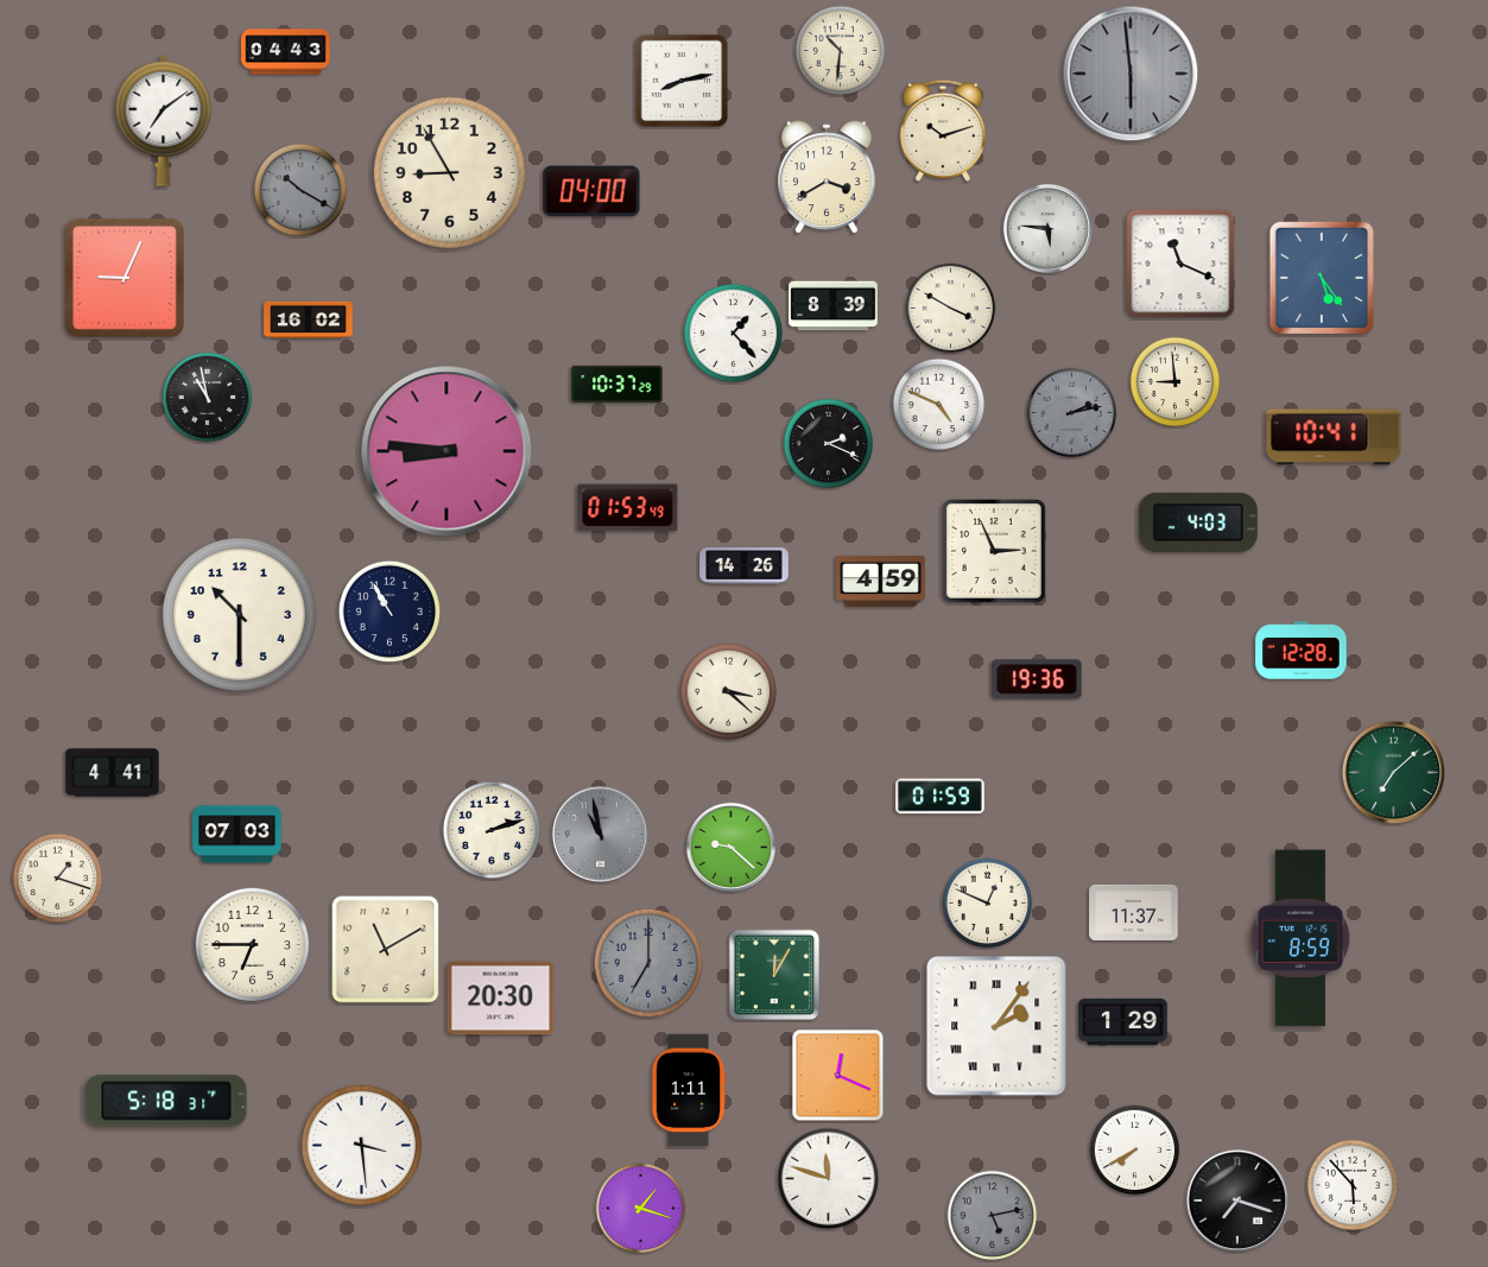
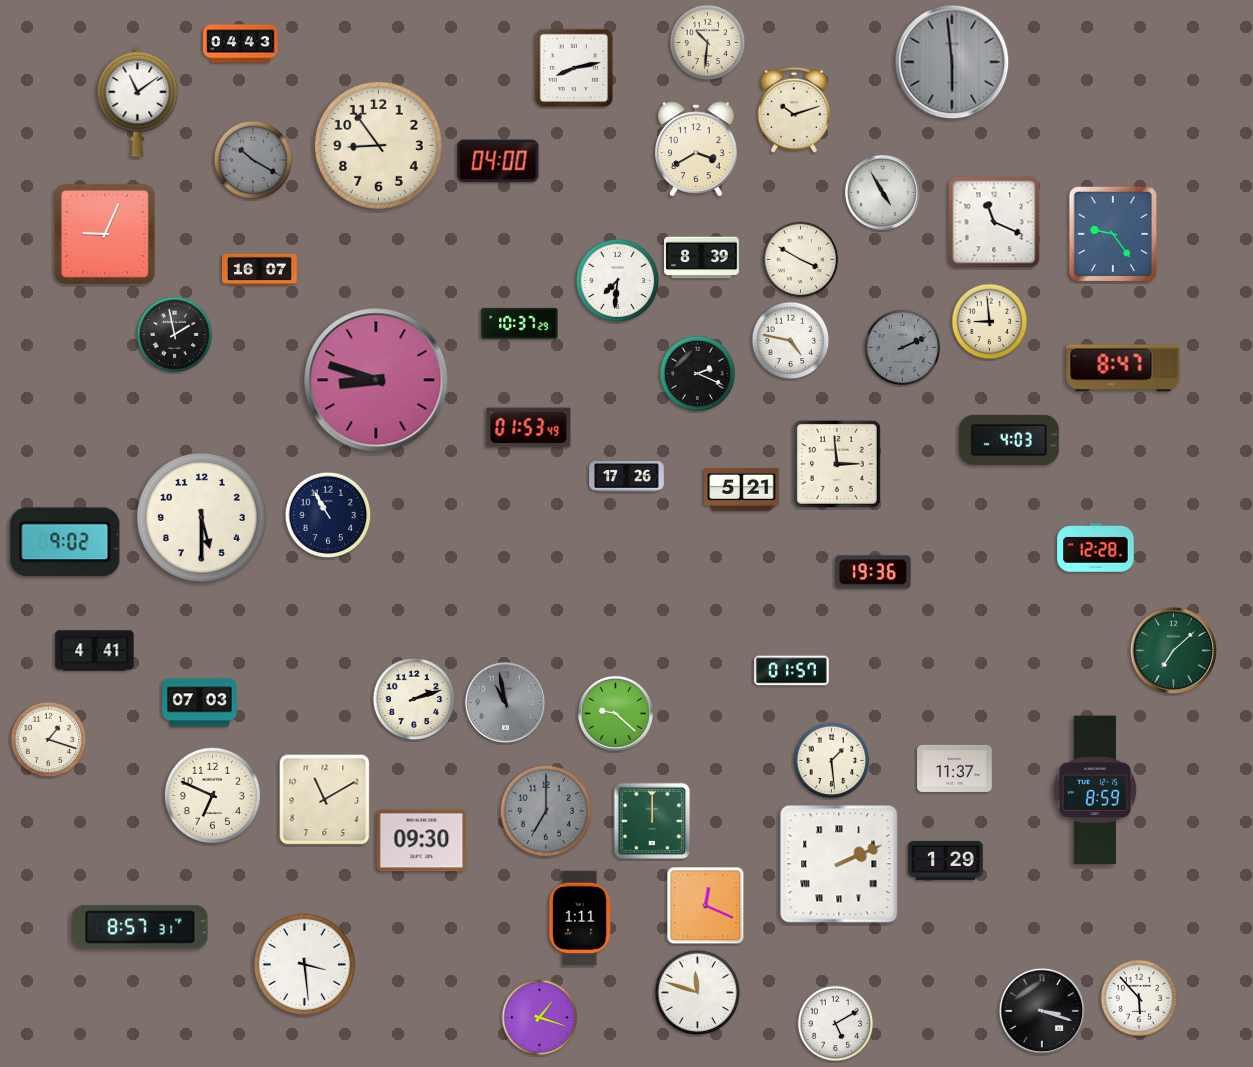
clock at (164, 121): 7:09 -> 11:09
clock at (449, 172): 8:55 -> 8:54
clock at (1047, 228): 5:46 -> 4:55
clock at (1322, 278): 5:24 -> 9:24
clock at (309, 319): 16:02 -> 16:07
clock at (734, 334): 1:23 -> 7:31
clock at (208, 398): 10:58 -> 1:58
clock at (939, 405): 4:49 -> 4:47
clock at (1072, 413): 2:13 -> 2:11
clock at (1334, 437): 10:41 -> 8:47
clock at (447, 451): 8:46 -> 8:48
clock at (994, 551): 2:56 -> 2:59
clock at (745, 566): 14:26 -> 17:26
clock at (881, 581): 4:59 -> 5:21
clock at (239, 614): 10:30 -> 5:30
clock at (65, 542): none -> 9:02
clock at (729, 692): 3:22 -> none
clock at (941, 797): 01:59 -> 01:57
clock at (988, 904): 12:49 -> 1:29
clock at (252, 944): 6:45 -> 6:49
clock at (774, 975): 12:05 -> 12:00
clock at (501, 999): 20:30 -> 09:30
clock at (996, 1026): 2:06 -> 2:11
clock at (166, 1101): 5:18 -> 8:57
clock at (1135, 1151): 7:40 -> none
clock at (1236, 1199): 7:18 -> 3:18
clock at (993, 1216): 5:13 -> 5:10
clock at (993, 1216) dial: grey -> white
